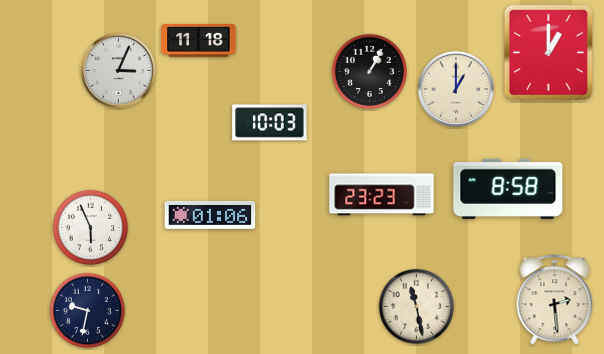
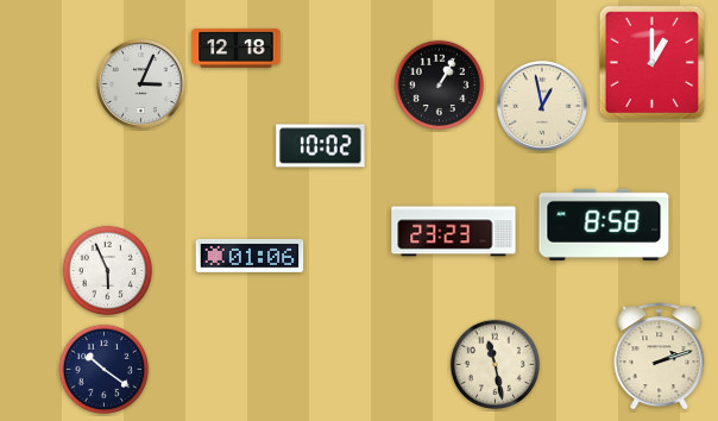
clock at (199, 41): 11:18 -> 12:18
clock at (457, 90): 1:00 -> 12:58
clock at (270, 123): 10:03 -> 10:02
clock at (555, 300): 2:29 -> 2:12
clock at (87, 310): 9:32 -> 10:21
